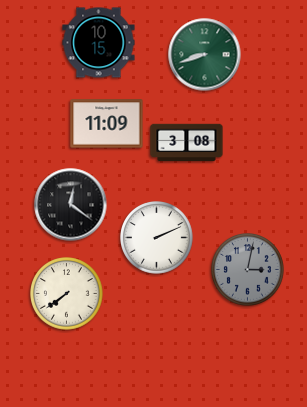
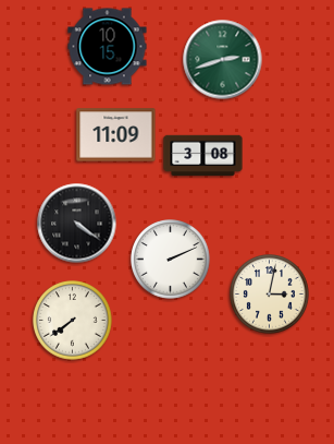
clock at (205, 55): 8:42 -> 2:42
clock at (71, 205): 12:21 -> 4:21
clock at (248, 270) dial: grey -> cream
